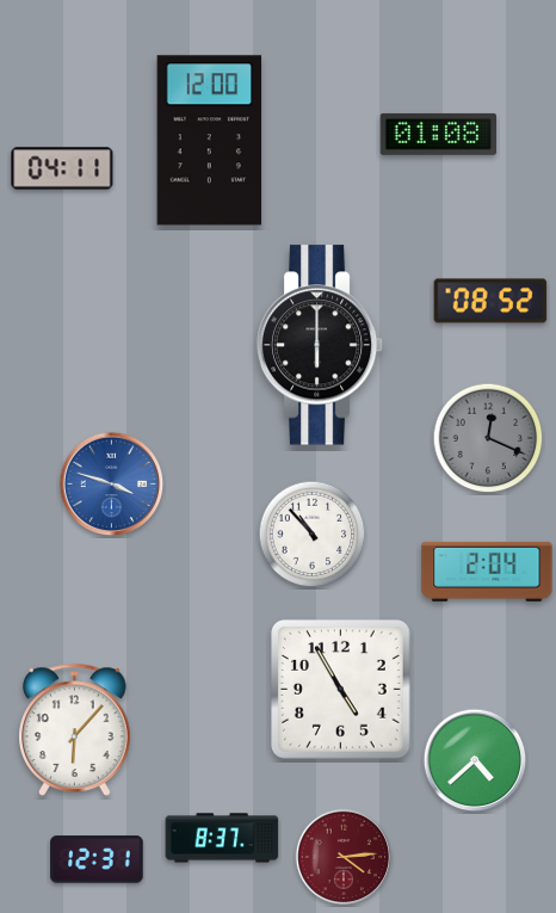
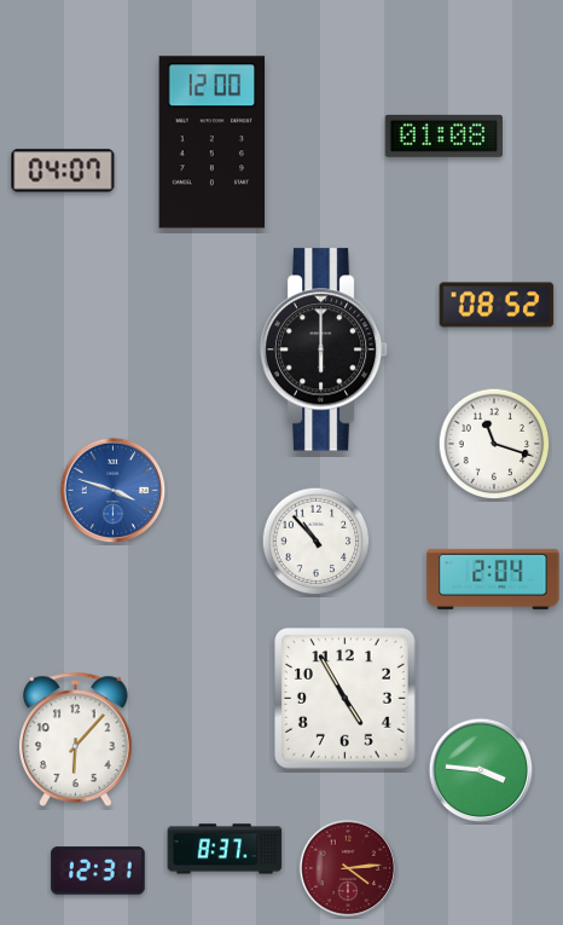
clock at (62, 168): 04:11 -> 04:07
clock at (488, 438): 12:19 -> 11:18
clock at (488, 438) dial: grey -> white
clock at (475, 760): 4:38 -> 3:46
